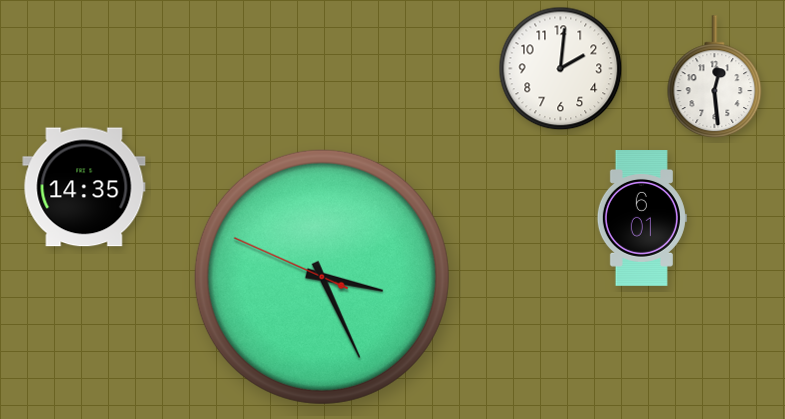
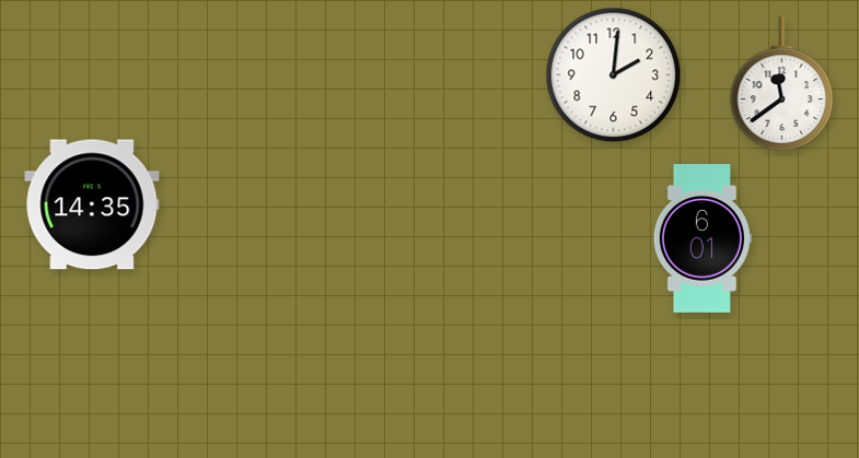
clock at (715, 77): 12:29 -> 11:39
clock at (322, 277): 3:25 -> none
